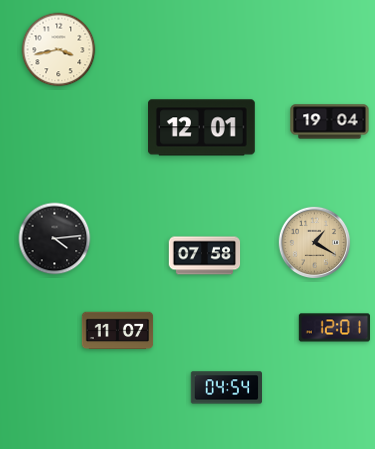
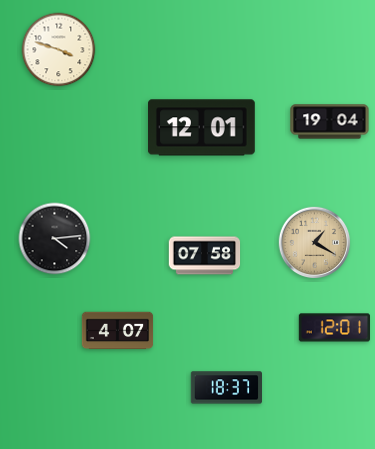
clock at (59, 50): 3:43 -> 3:48
clock at (118, 331): 11:07 -> 4:07
clock at (226, 388): 04:54 -> 18:37
